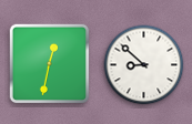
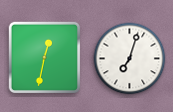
clock at (144, 65): 8:52 -> 7:03
